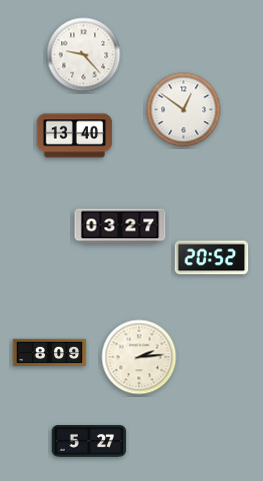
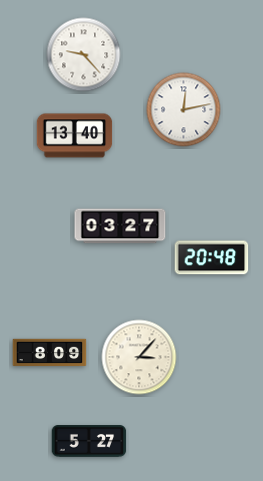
clock at (184, 110): 12:51 -> 12:13
clock at (212, 258): 20:52 -> 20:48
clock at (139, 357): 2:14 -> 3:07
